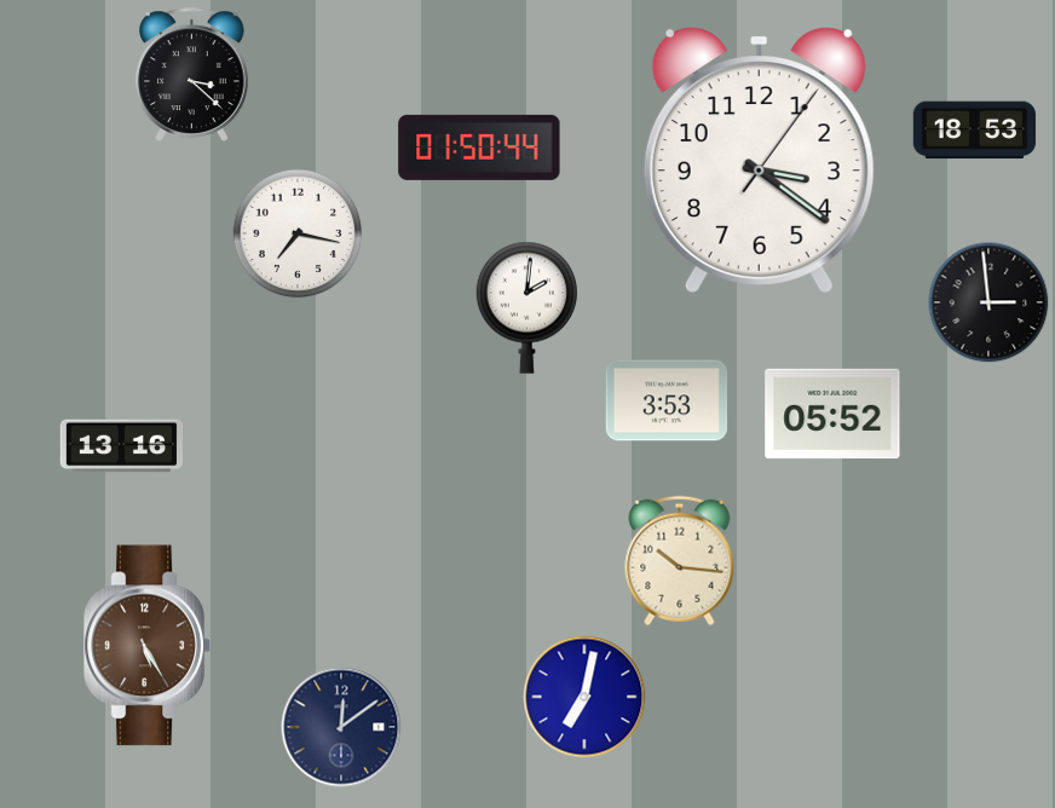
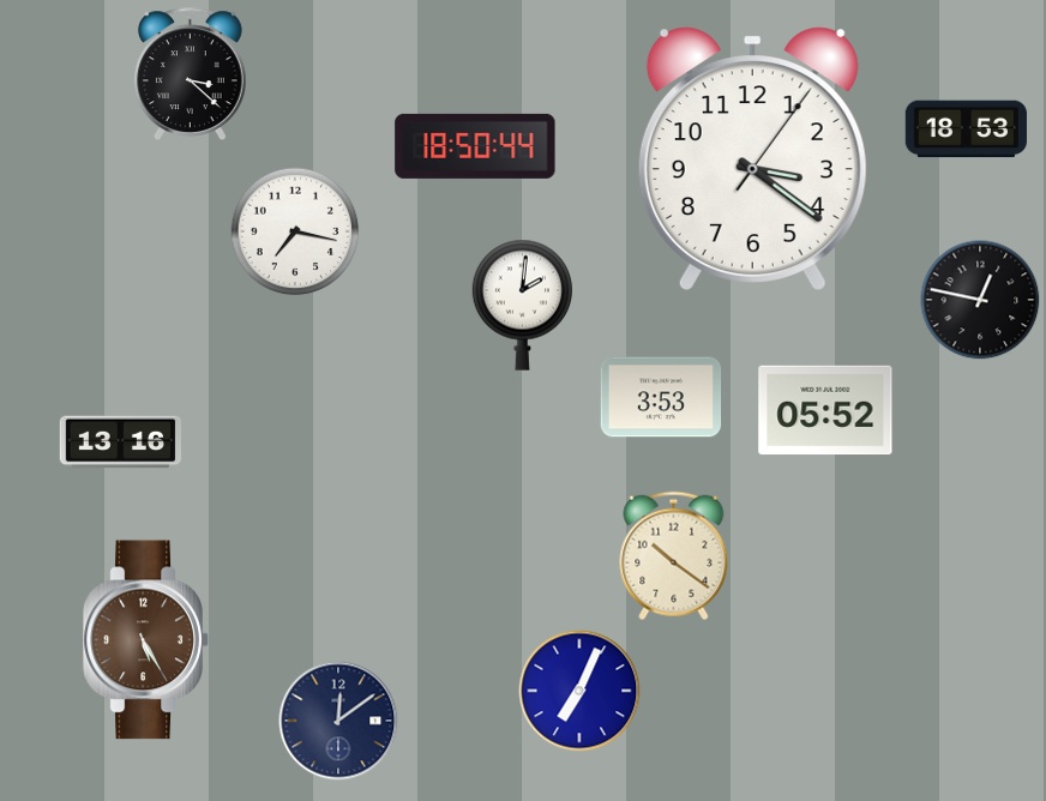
clock at (479, 148): 01:50 -> 18:50
clock at (988, 302): 2:59 -> 12:47
clock at (680, 561): 10:16 -> 10:21
clock at (584, 697): 7:02 -> 7:04
